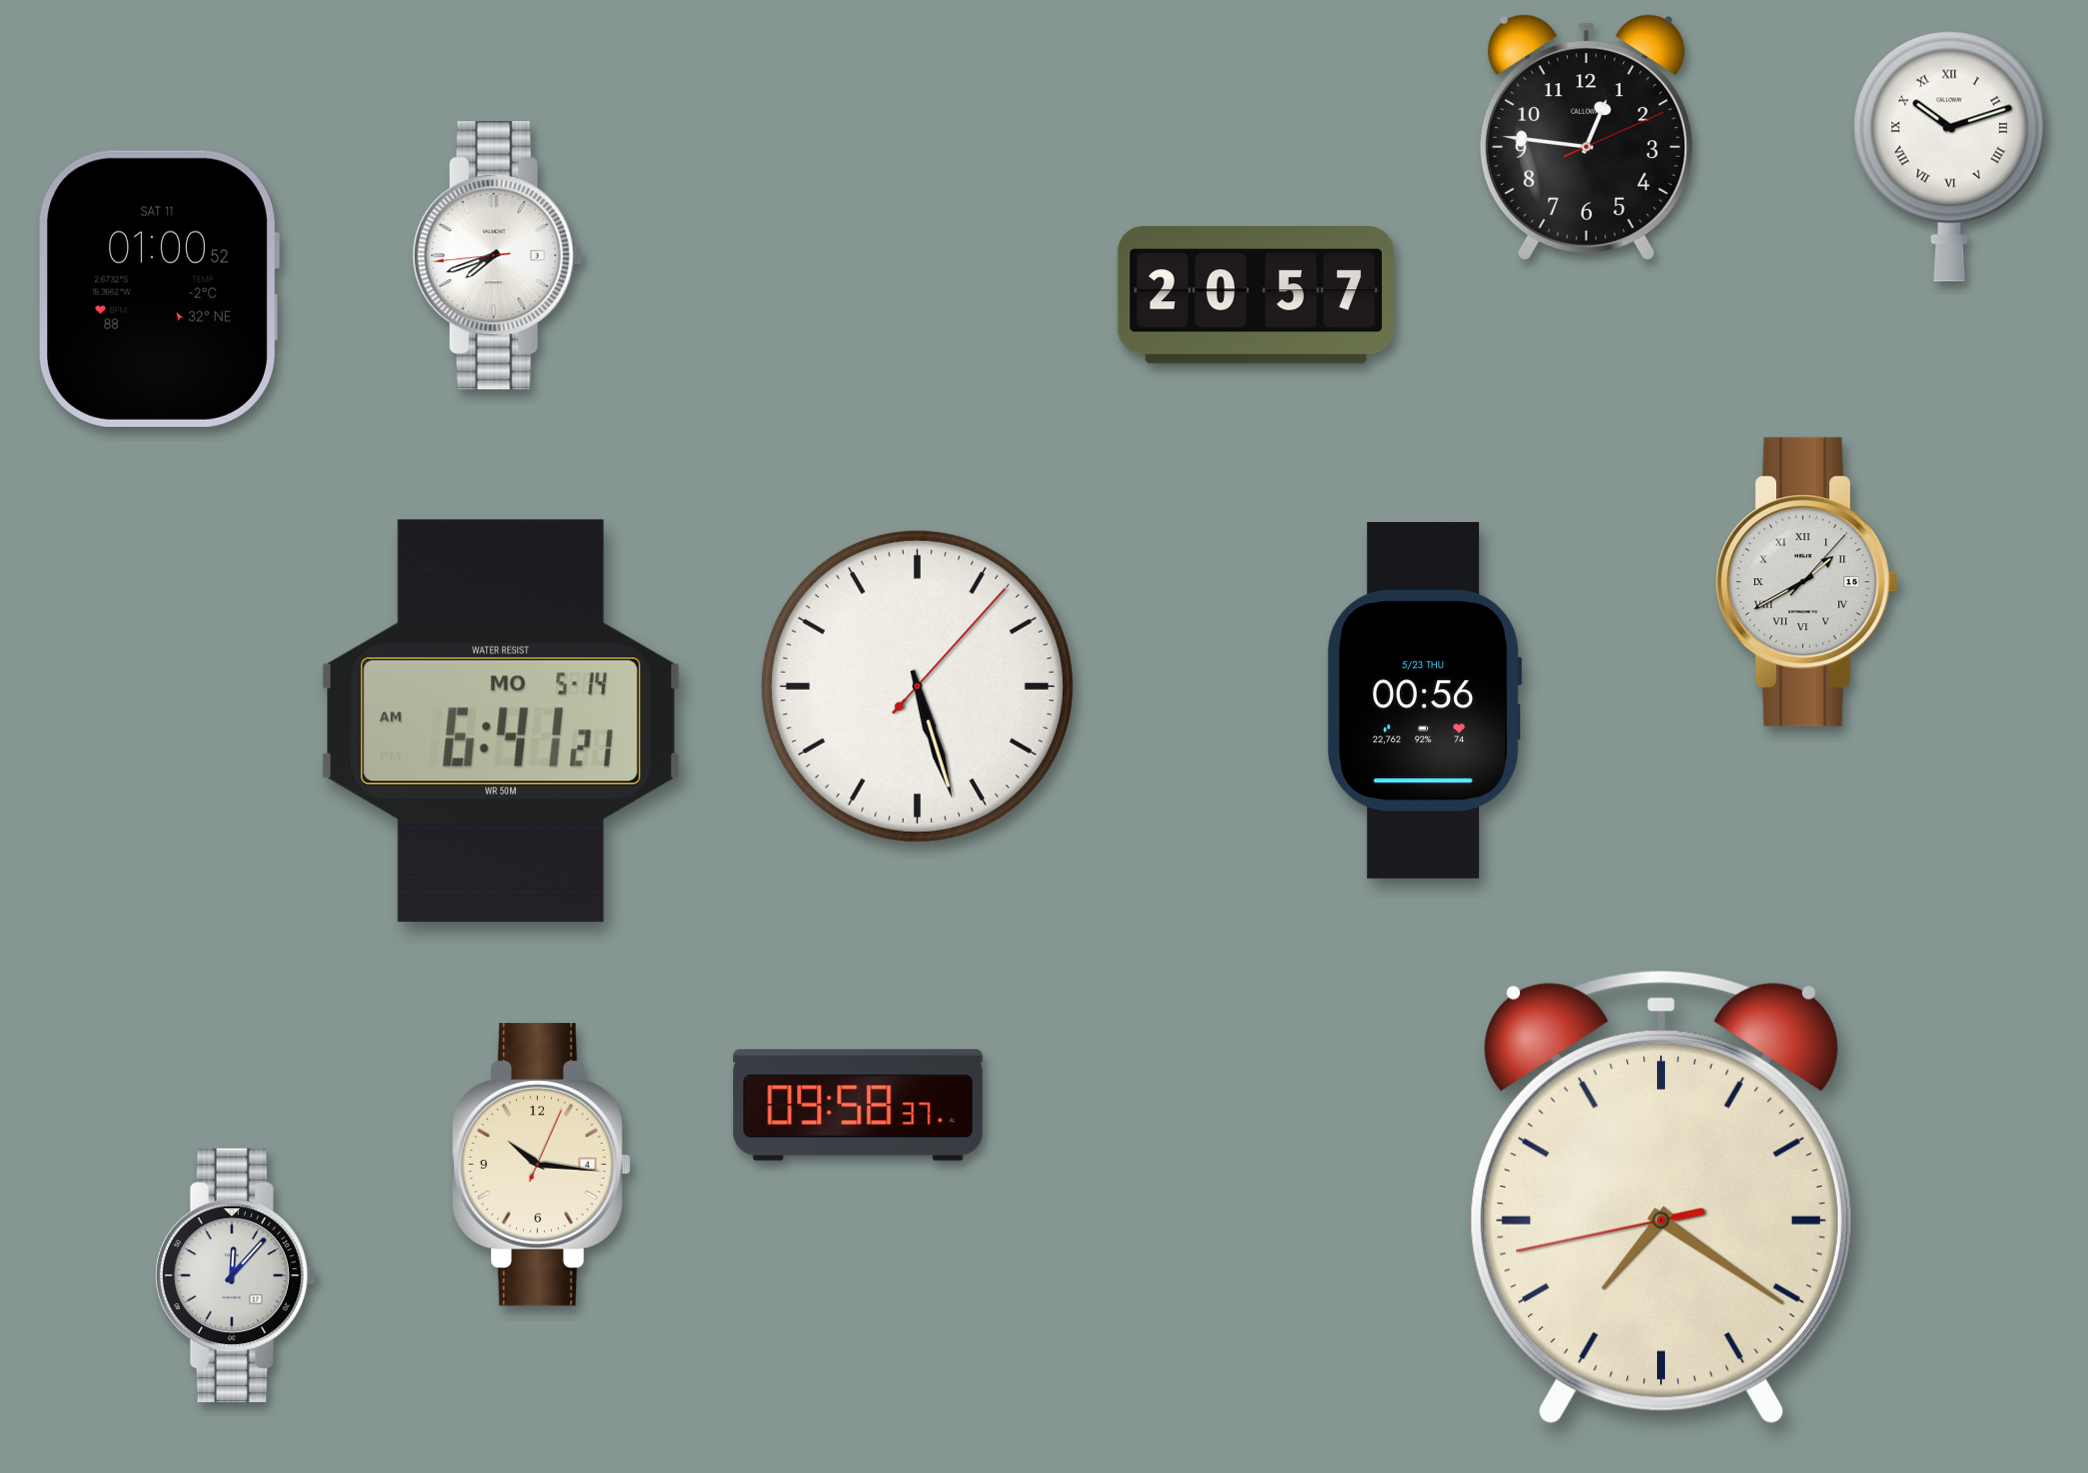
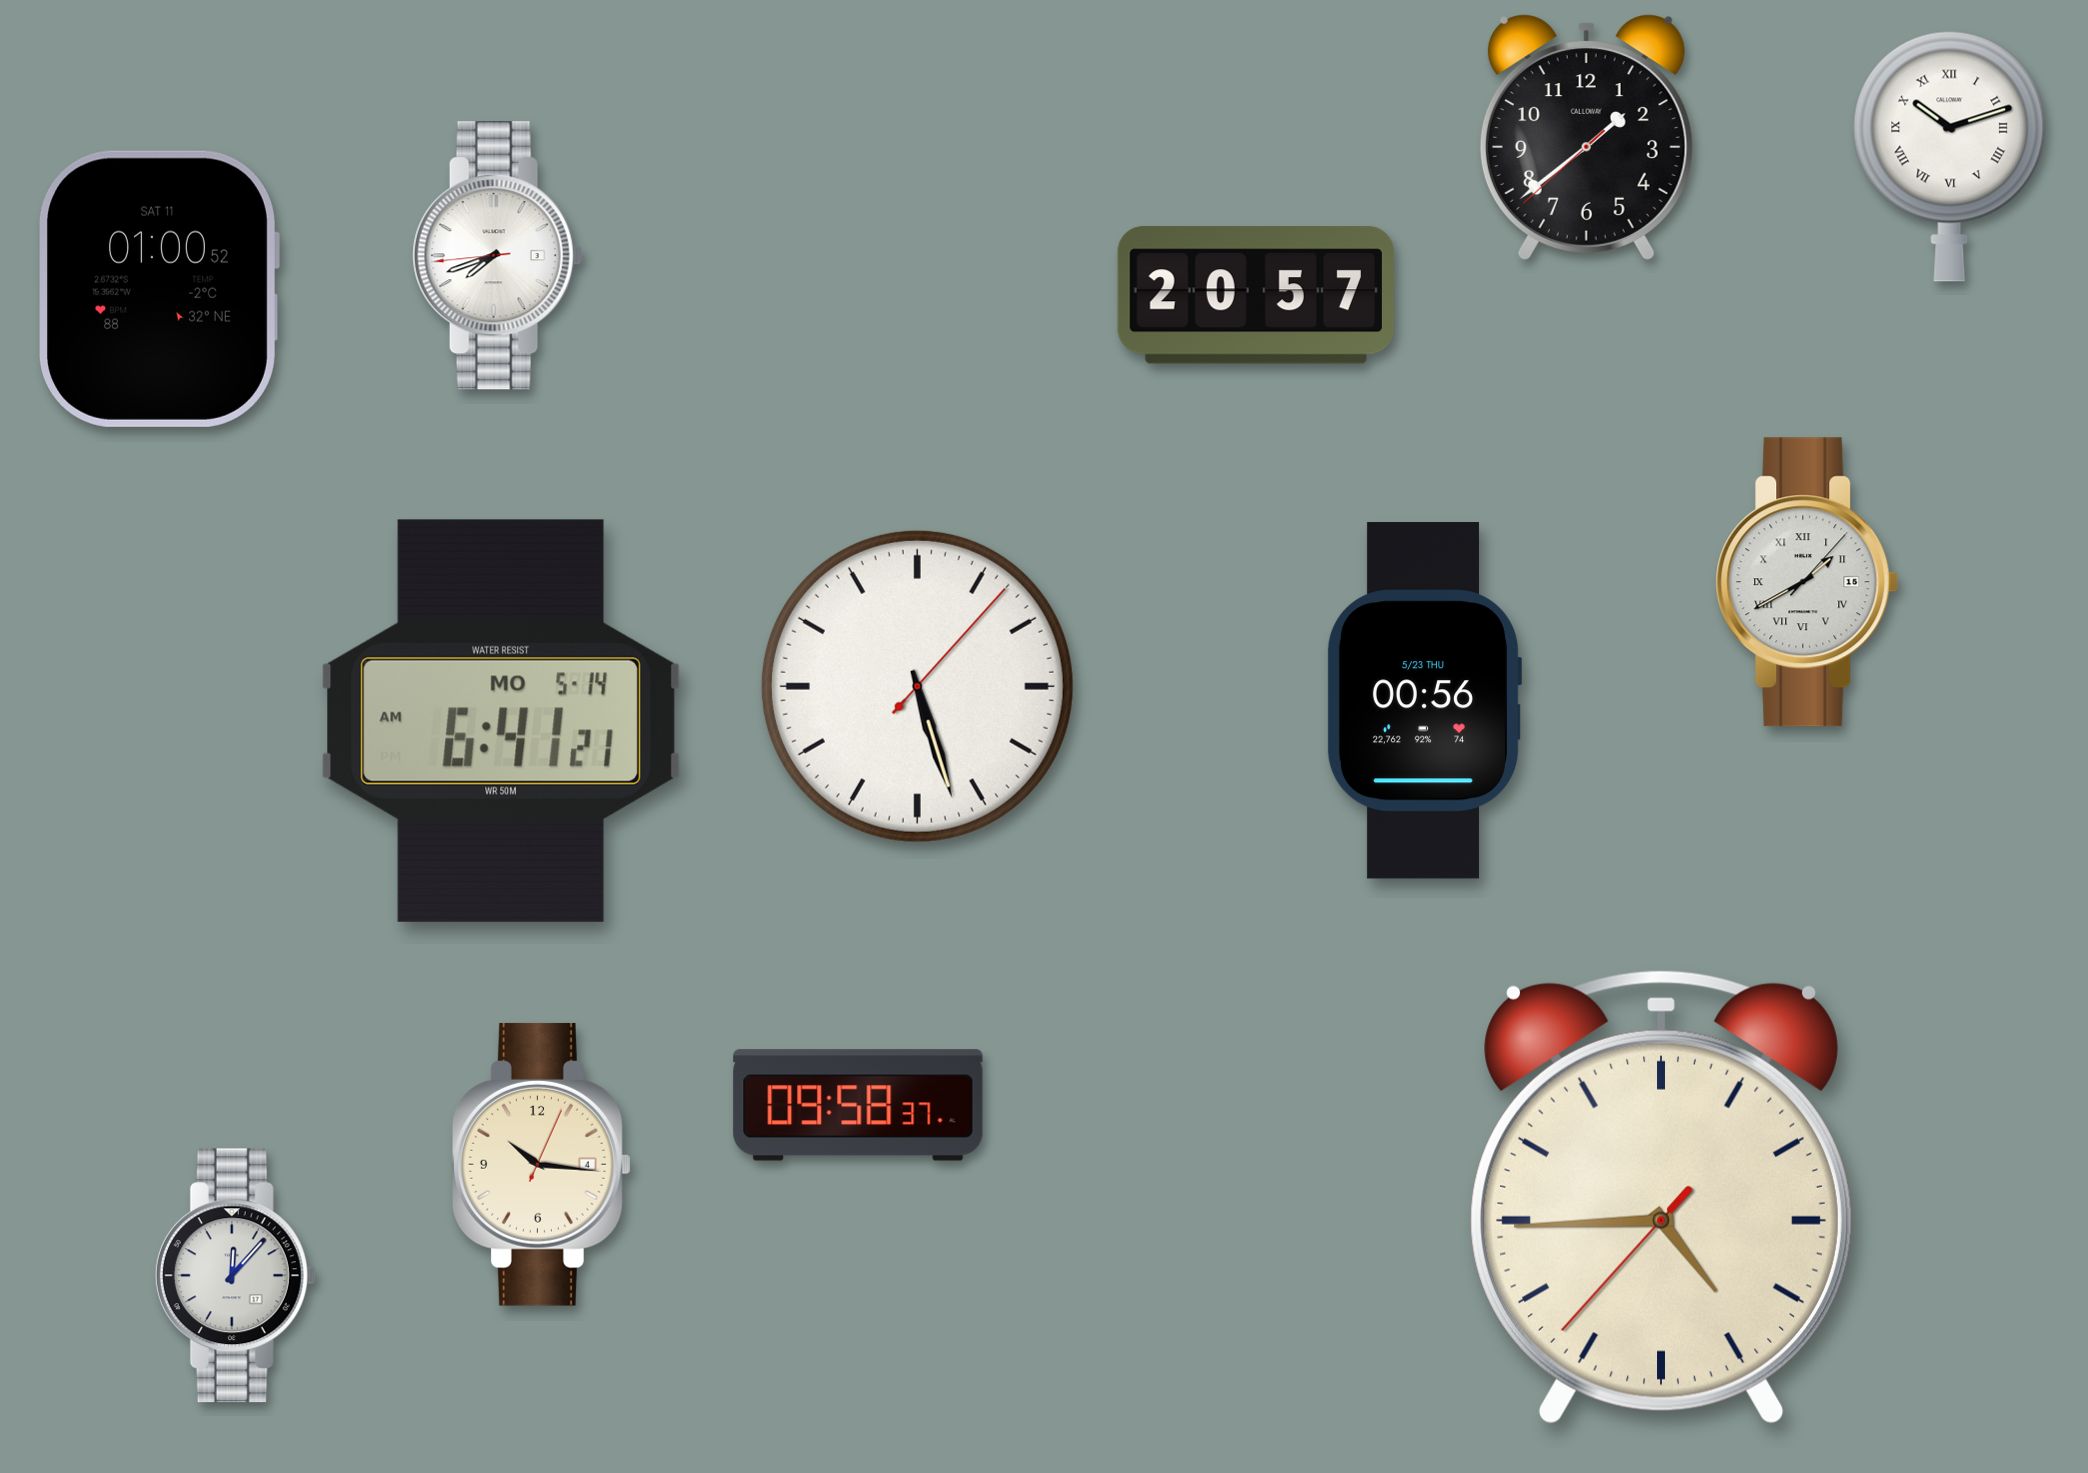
clock at (1586, 137): 12:46 -> 1:38
clock at (1661, 1198): 7:20 -> 4:44
